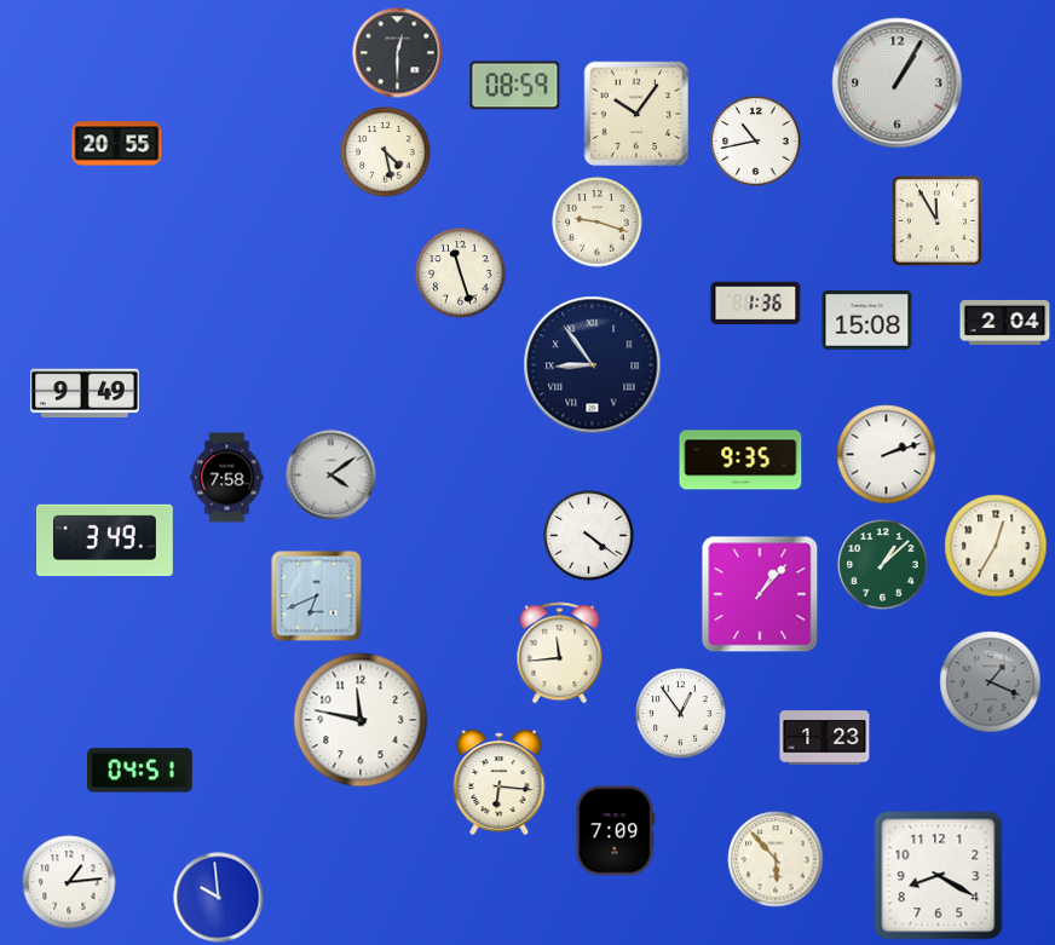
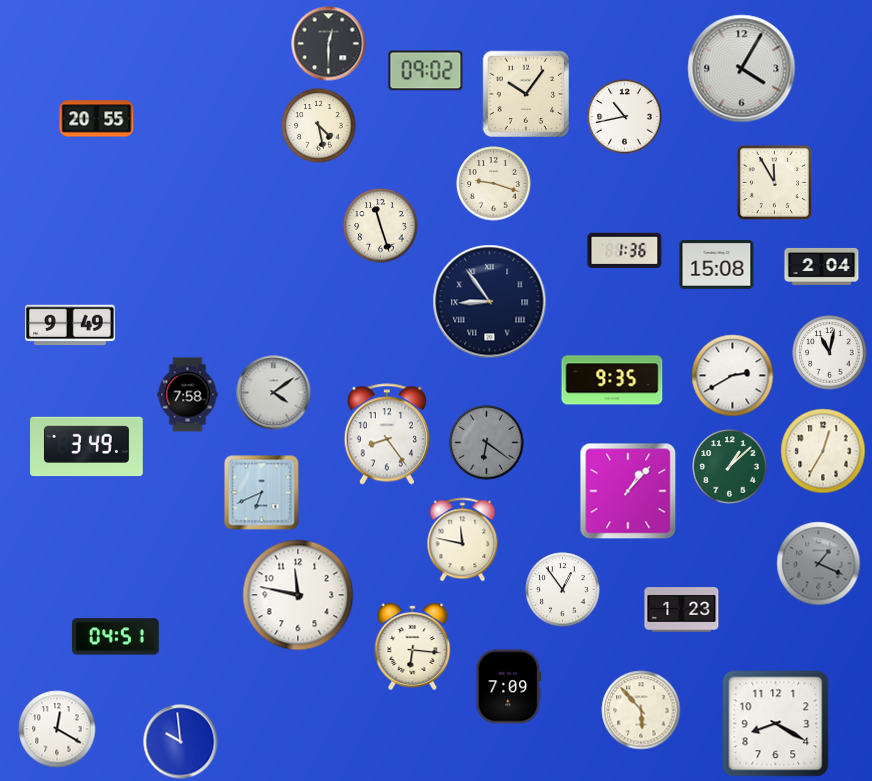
clock at (898, 83): 1:05 -> 4:05
clock at (515, 86): 08:59 -> 09:02
clock at (1005, 322) position: (1005, 322) -> (822, 266)
clock at (830, 353): none -> 11:02
clock at (887, 455): 2:12 -> 2:40
clock at (387, 434): none -> 8:24
clock at (589, 536): 4:21 -> 6:21
clock at (589, 536) dial: white -> grey
clock at (560, 653): 11:44 -> 11:47
clock at (69, 882): 1:14 -> 12:20
